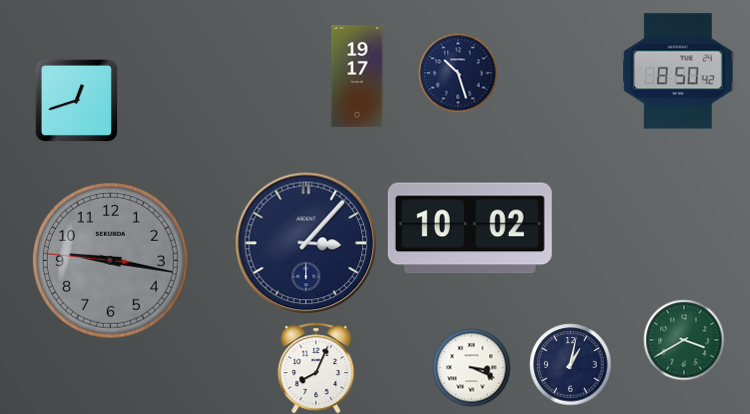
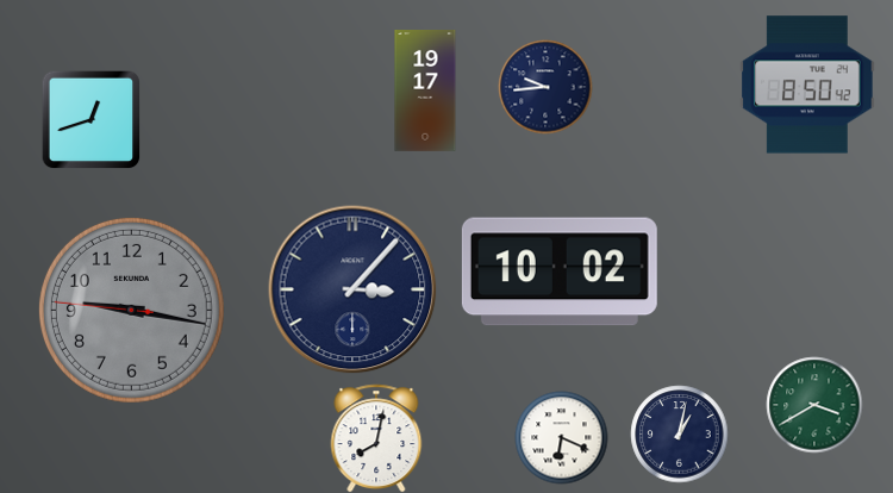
clock at (458, 73): 10:27 -> 9:44
clock at (306, 243) position: (306, 243) -> (352, 289)
clock at (471, 367): 3:19 -> 6:19
clock at (316, 368): 8:04 -> 8:02
